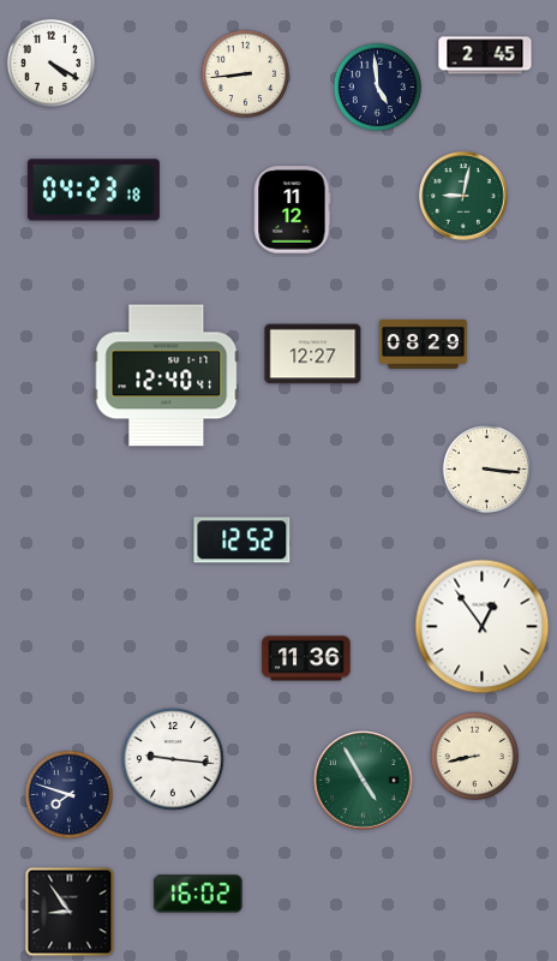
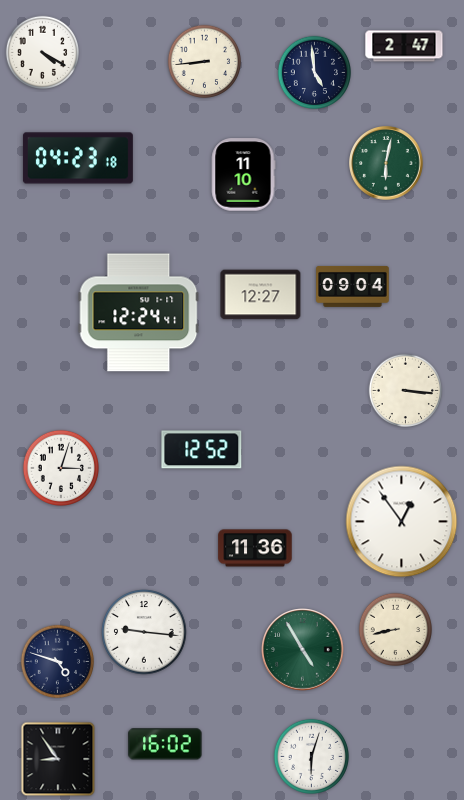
clock at (485, 55): 2:45 -> 2:47
clock at (465, 197): 9:02 -> 6:02
clock at (292, 210): 11:12 -> 11:10
clock at (424, 344): 08:29 -> 09:04
clock at (167, 376): 12:40 -> 12:24
clock at (61, 468): none -> 3:03
clock at (70, 795): 7:48 -> 4:48
clock at (311, 756): none -> 6:03
